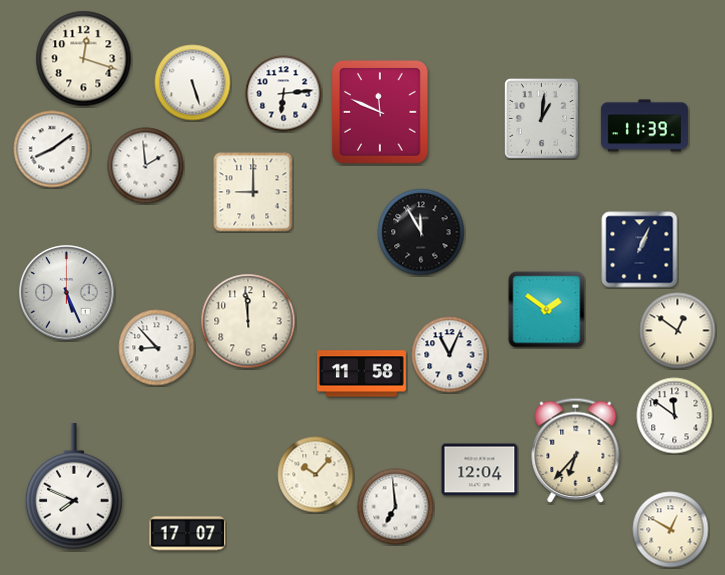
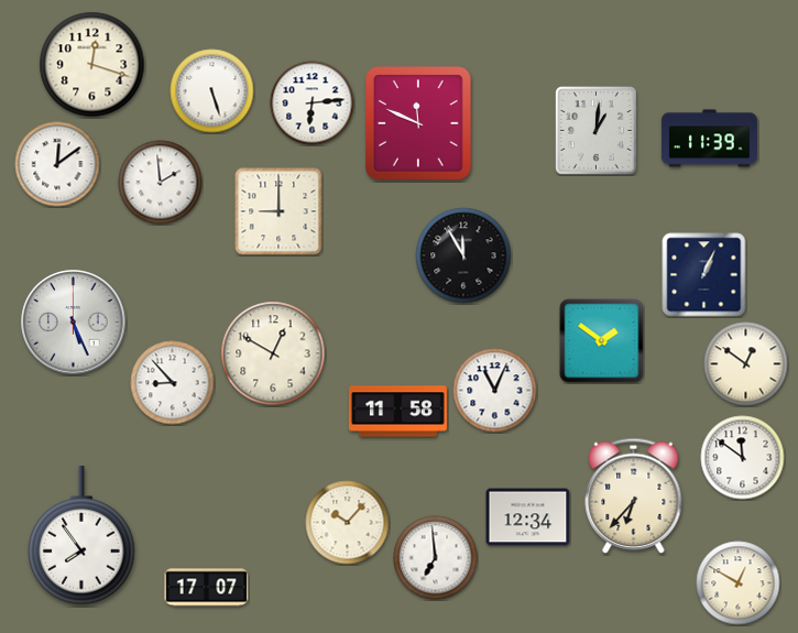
clock at (52, 149): 8:09 -> 12:09
clock at (248, 321): 11:59 -> 12:50
clock at (480, 470): 12:04 -> 12:34
clock at (74, 487): 7:49 -> 7:54
